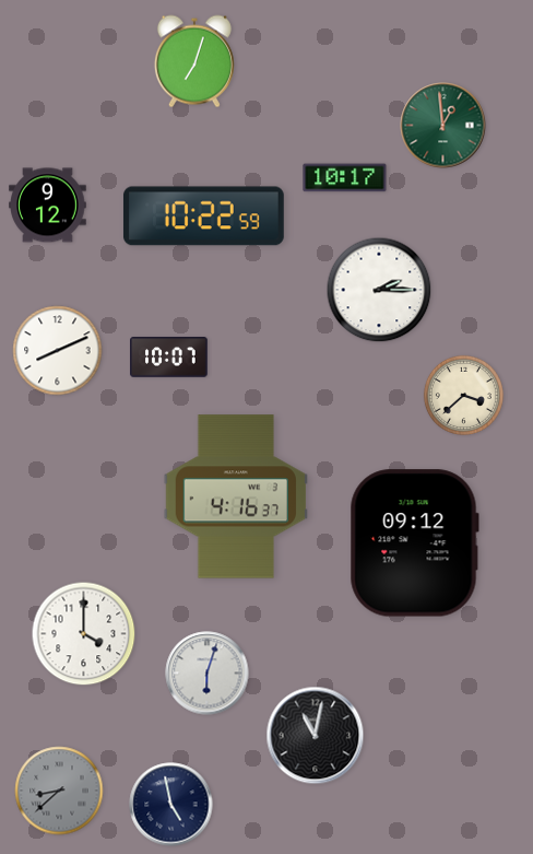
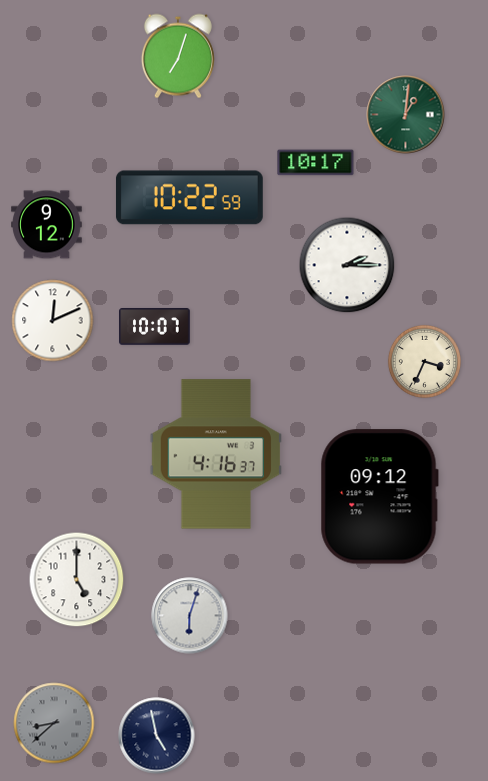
clock at (443, 126): 12:59 -> 1:01
clock at (48, 206) position: (48, 206) -> (47, 225)
clock at (203, 217) position: (203, 217) -> (189, 198)
clock at (58, 351): 8:11 -> 12:11
clock at (463, 395): 3:38 -> 3:34
clock at (84, 634): 4:00 -> 5:00
clock at (316, 736): 11:02 -> none
